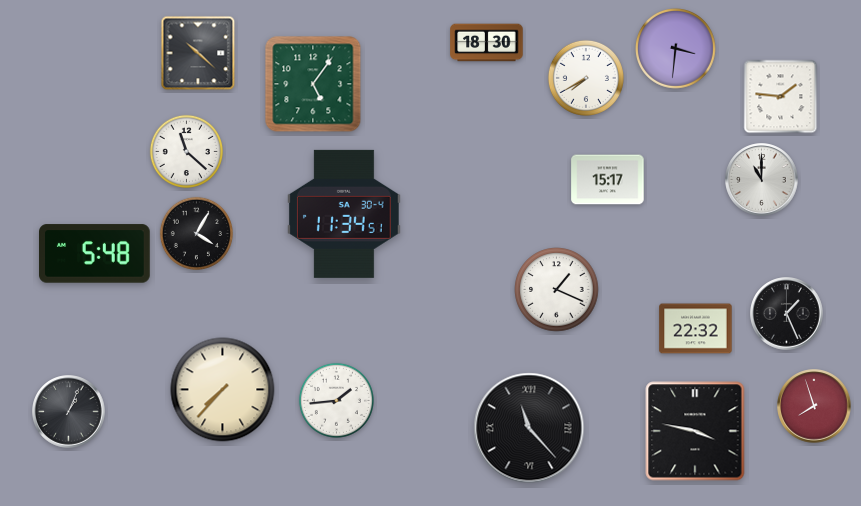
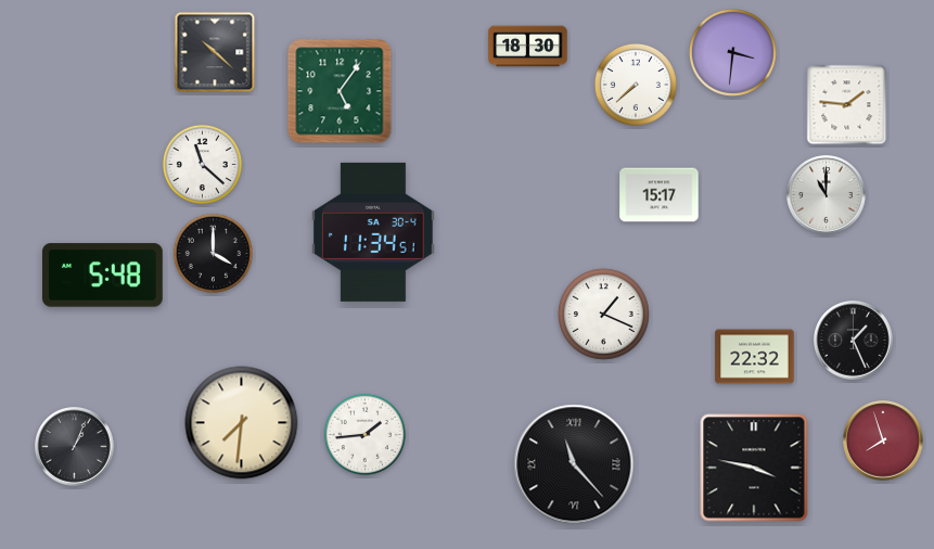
clock at (198, 53) position: (198, 53) -> (215, 52)
clock at (586, 78): 7:40 -> 7:38
clock at (196, 233): 4:05 -> 4:00
clock at (223, 390): 7:37 -> 7:31
